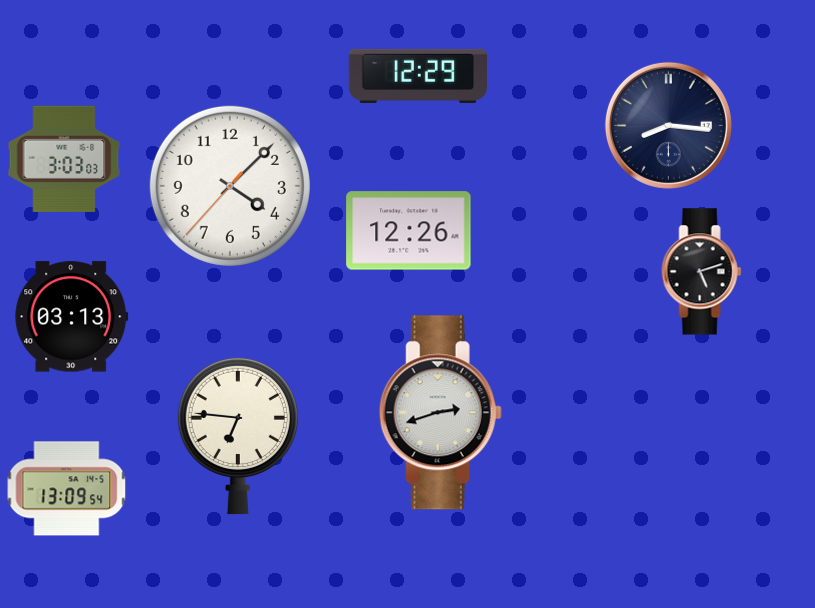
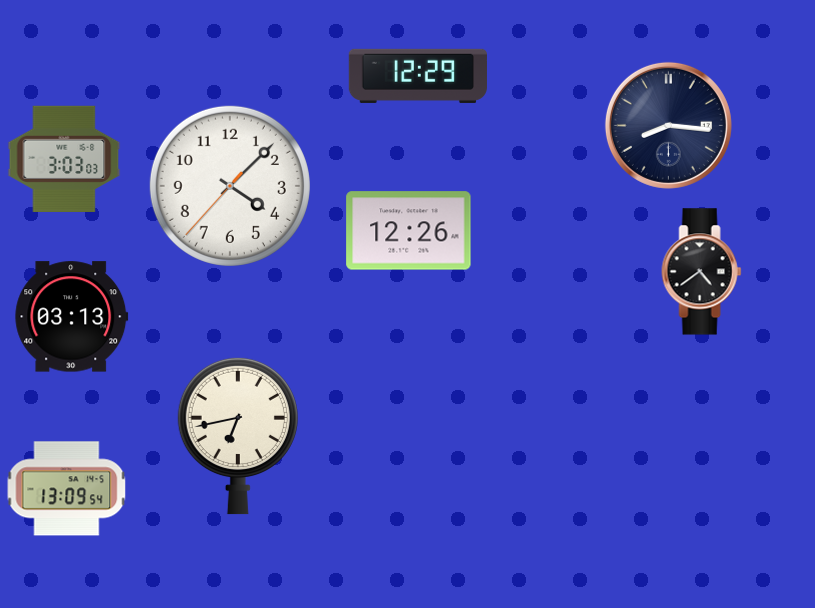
clock at (702, 272): 5:12 -> 4:39
clock at (440, 413): 2:42 -> none
clock at (238, 436): 6:46 -> 6:43
